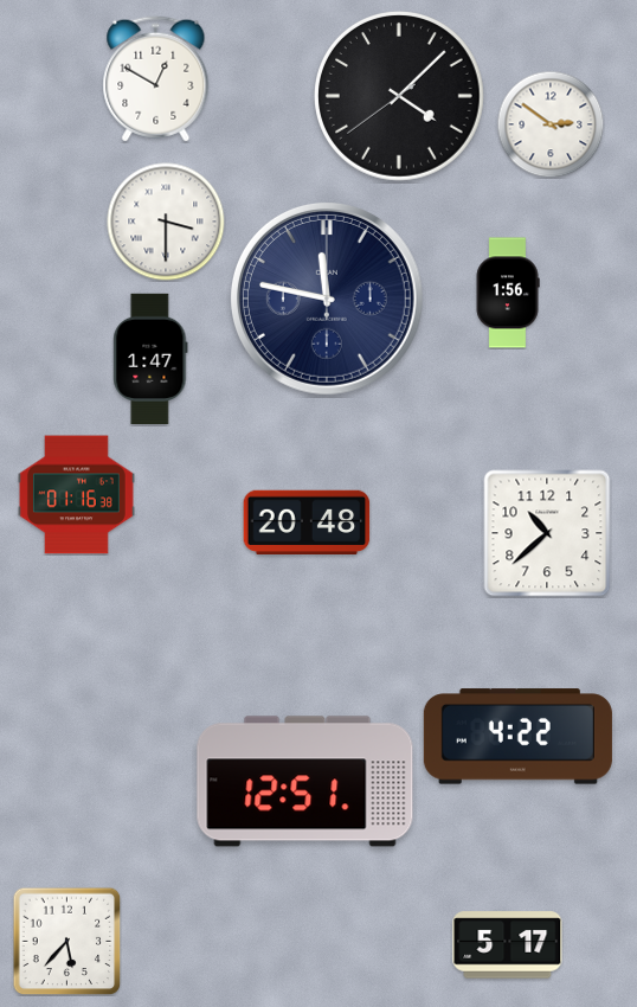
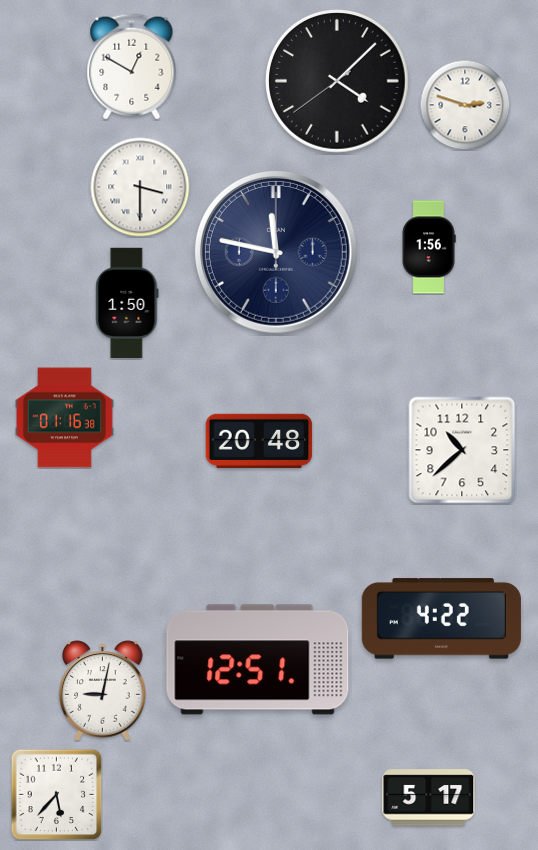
clock at (551, 124): 2:51 -> 2:48
clock at (150, 358): 1:47 -> 1:50
clock at (517, 737) position: (517, 737) -> (441, 619)
clock at (103, 691): none -> 9:02
